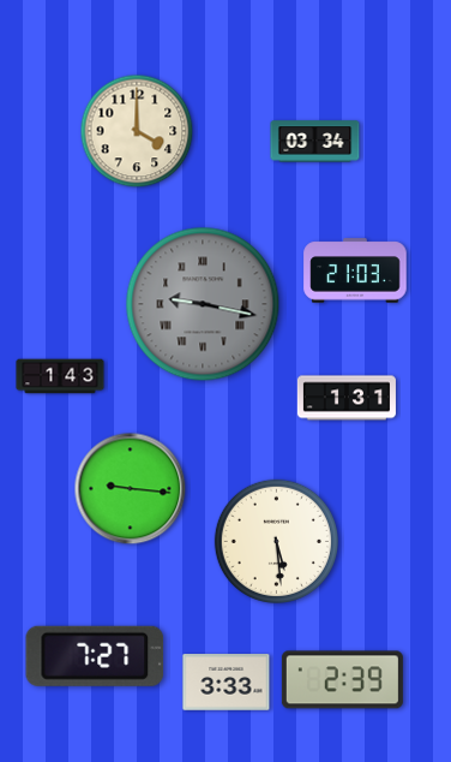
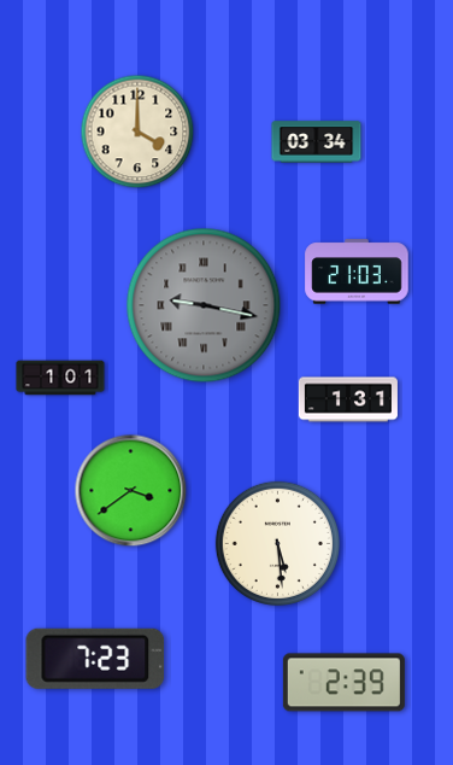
clock at (60, 376): 1:43 -> 1:01
clock at (131, 489): 9:16 -> 3:39
clock at (95, 656): 7:27 -> 7:23
clock at (227, 683): 3:33 -> none
